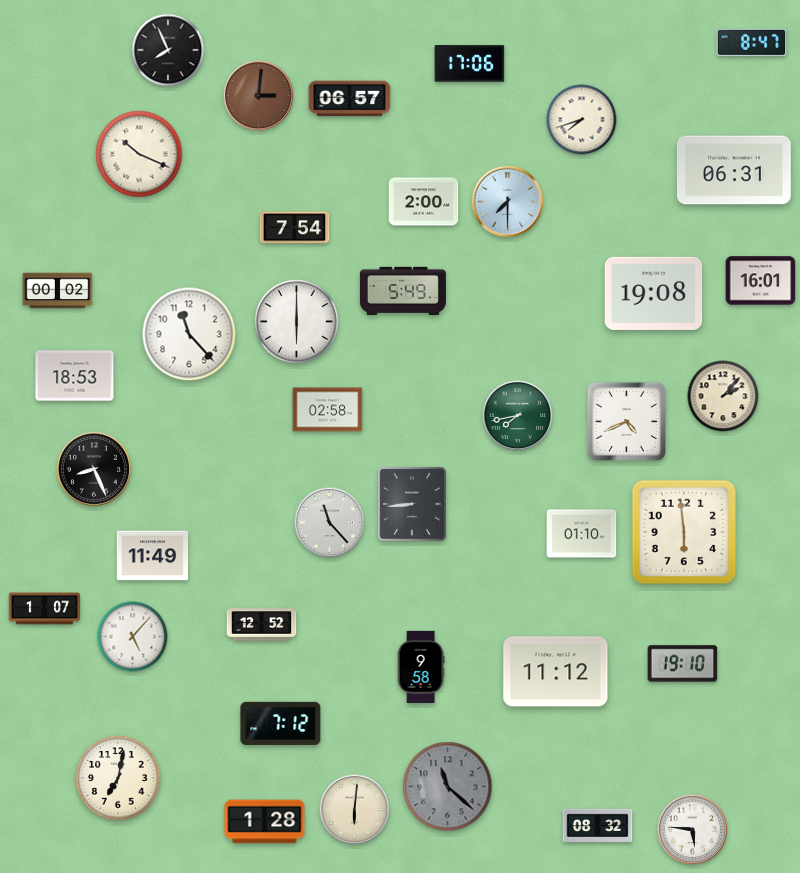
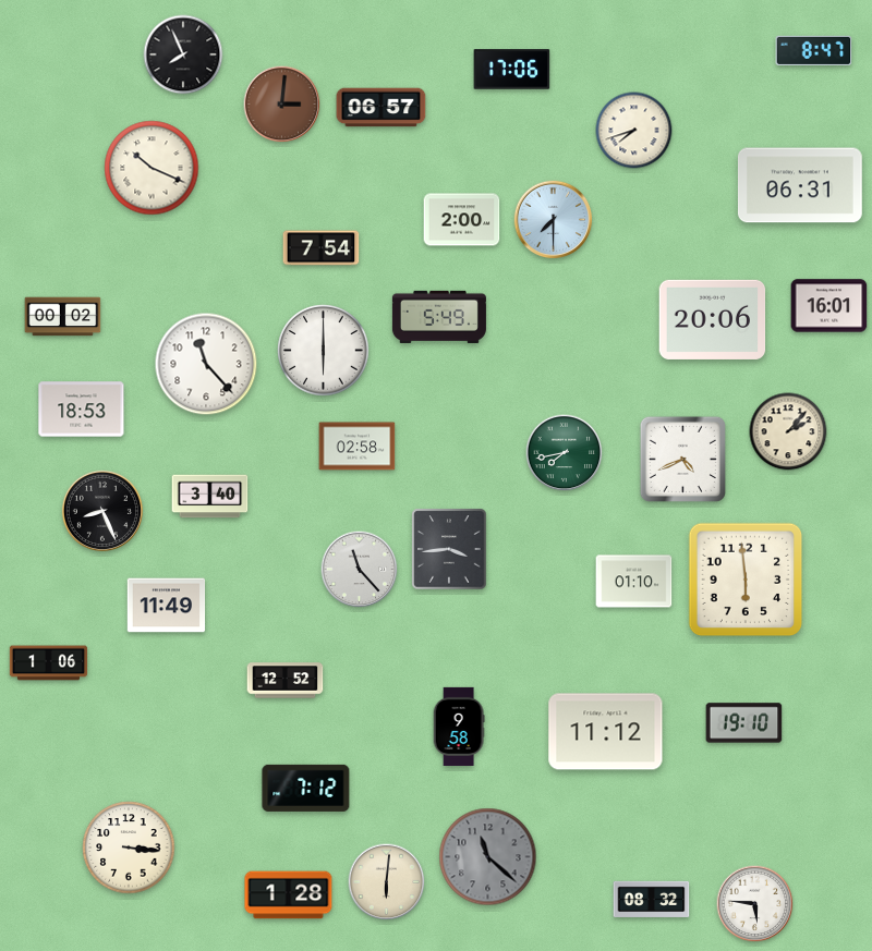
clock at (752, 42) position: (752, 42) -> (814, 50)
clock at (654, 293): 19:08 -> 20:06
clock at (210, 497): none -> 3:40
clock at (412, 504): 8:44 -> 3:44
clock at (45, 609): 1:07 -> 1:06
clock at (133, 637): 5:07 -> none
clock at (118, 778): 7:02 -> 3:16
